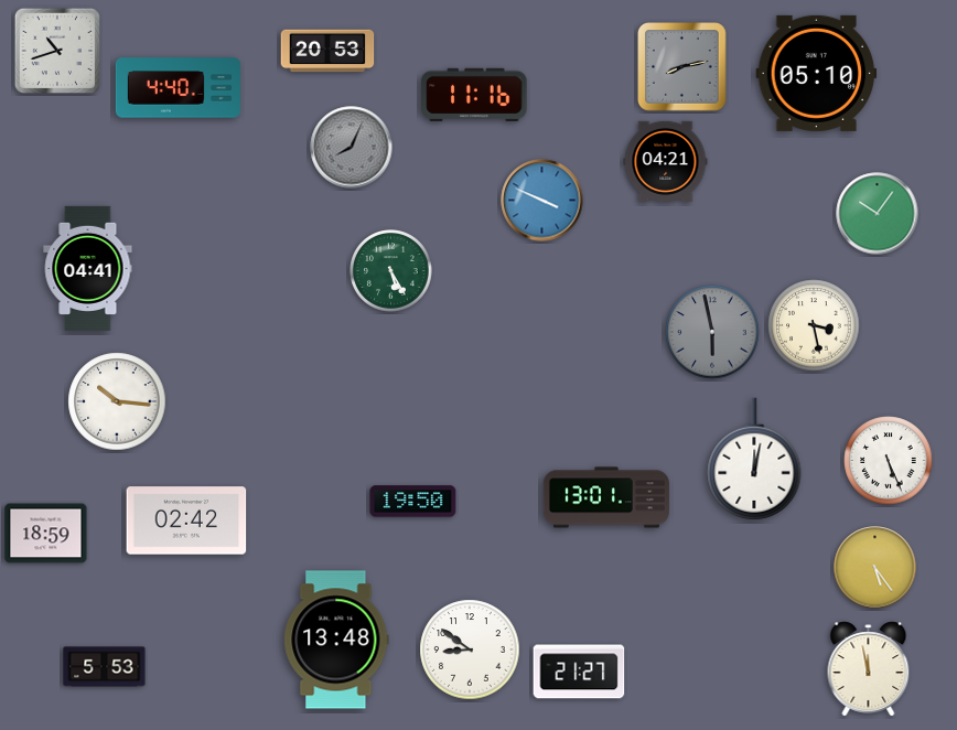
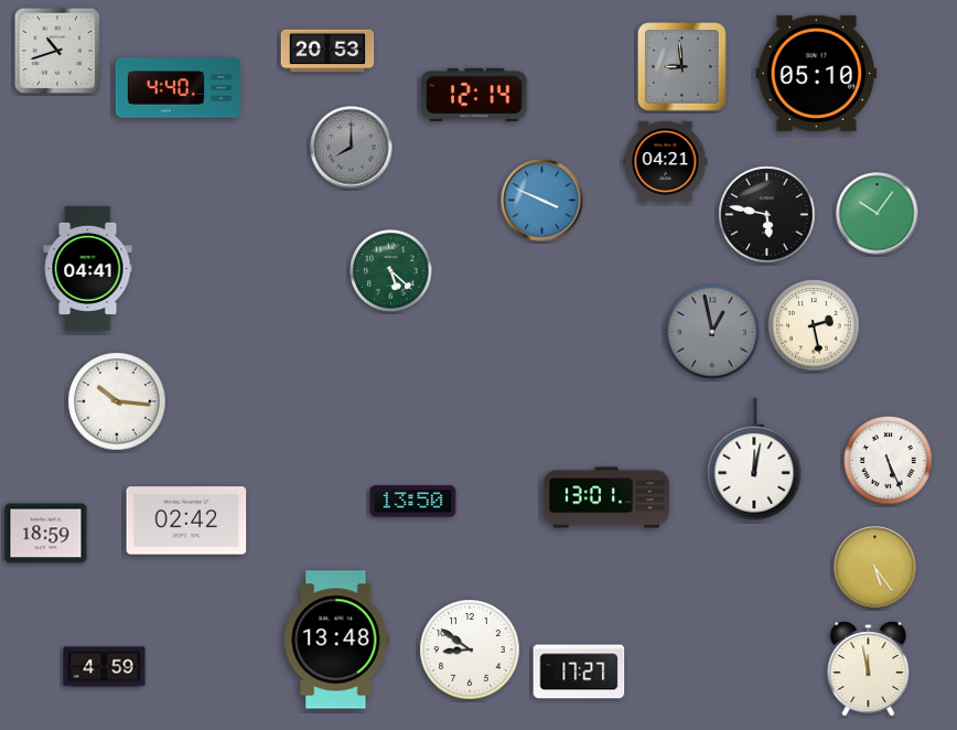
clock at (682, 67): 8:13 -> 8:59
clock at (474, 95): 11:16 -> 12:14
clock at (352, 148): 8:04 -> 8:00
clock at (767, 215): none -> 5:47
clock at (391, 271): 5:25 -> 5:22
clock at (814, 325): 3:28 -> 2:28
clock at (712, 332): 5:58 -> 12:58
clock at (413, 502): 19:50 -> 13:50
clock at (105, 667): 5:53 -> 4:59
clock at (579, 672): 21:27 -> 17:27
